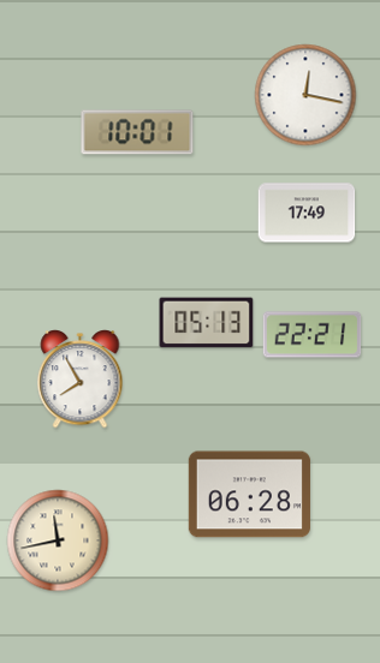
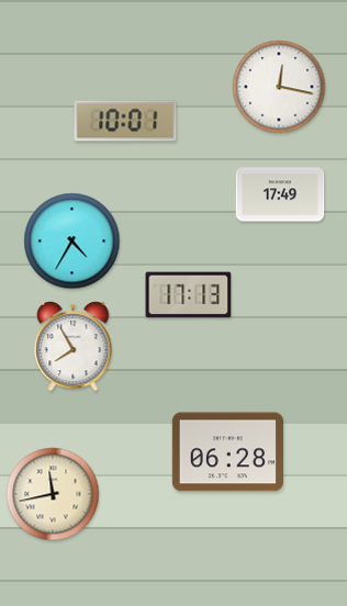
clock at (72, 242): none -> 4:35
clock at (207, 323): 05:13 -> 17:13
clock at (313, 335): 22:21 -> none
